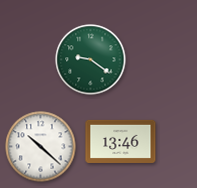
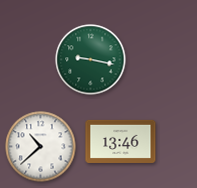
clock at (91, 60): 9:21 -> 9:17
clock at (41, 147): 10:22 -> 10:38
